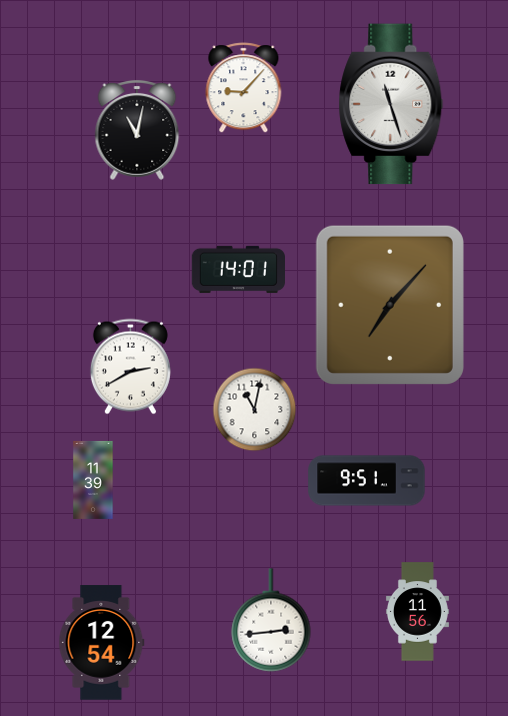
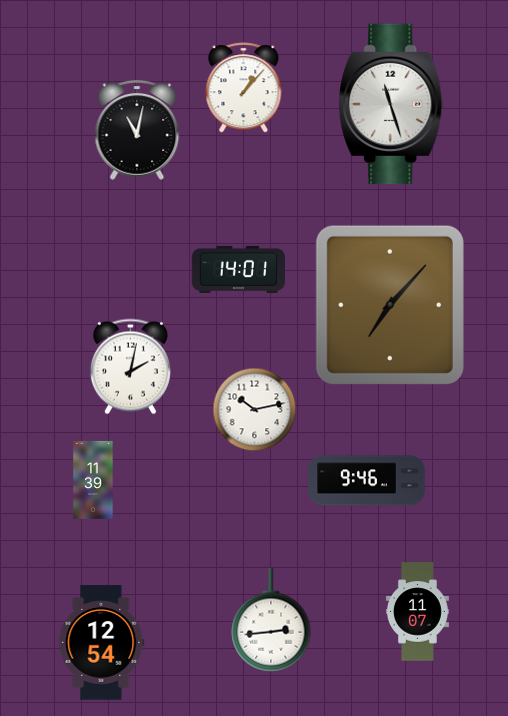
clock at (244, 88): 9:07 -> 1:07
clock at (130, 367): 2:40 -> 2:02
clock at (255, 410): 11:02 -> 10:13
clock at (367, 481): 9:51 -> 9:46
clock at (417, 612): 11:56 -> 11:07
